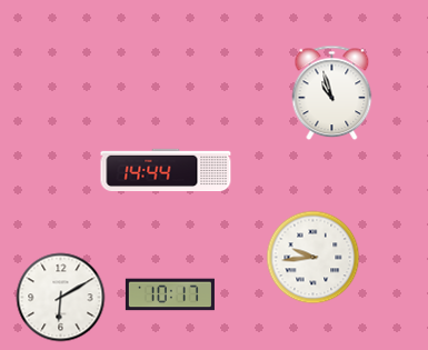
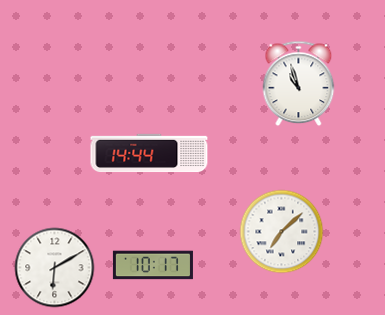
clock at (313, 258): 9:44 -> 7:08
